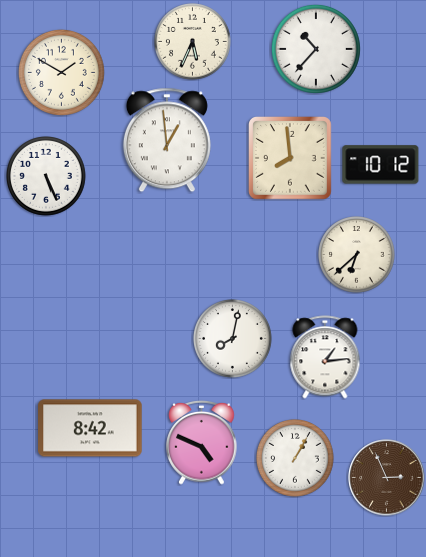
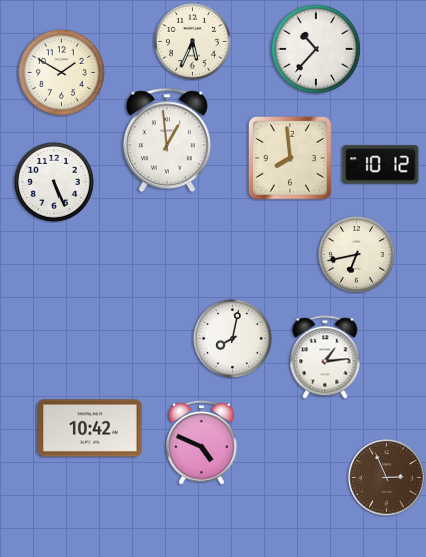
clock at (47, 177) position: (47, 177) -> (55, 183)
clock at (357, 255): 6:38 -> 6:43
clock at (90, 428): 8:42 -> 10:42
clock at (296, 459): 1:05 -> none
